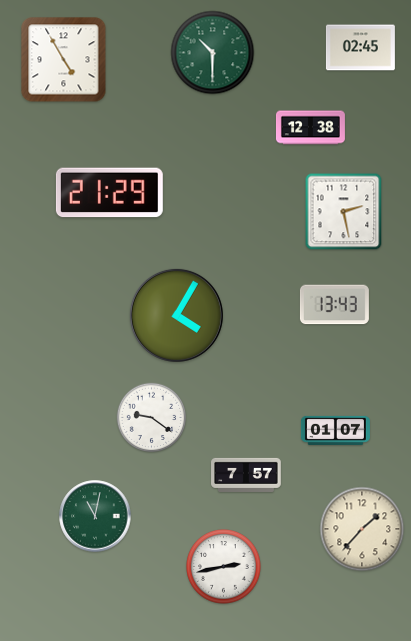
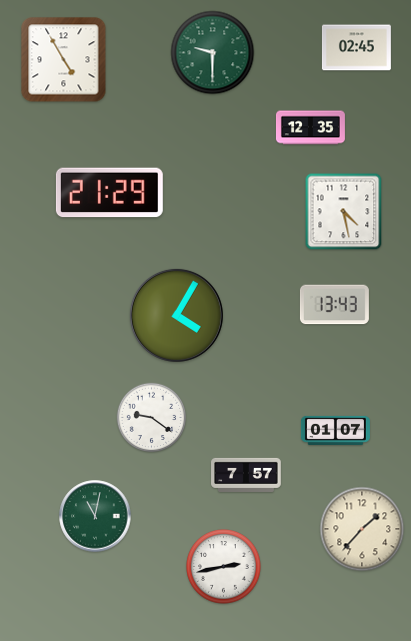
clock at (360, 48) position: (360, 48) -> (356, 48)
clock at (213, 53): 10:30 -> 9:30
clock at (310, 128): 12:38 -> 12:35
clock at (344, 212): 2:28 -> 4:28
